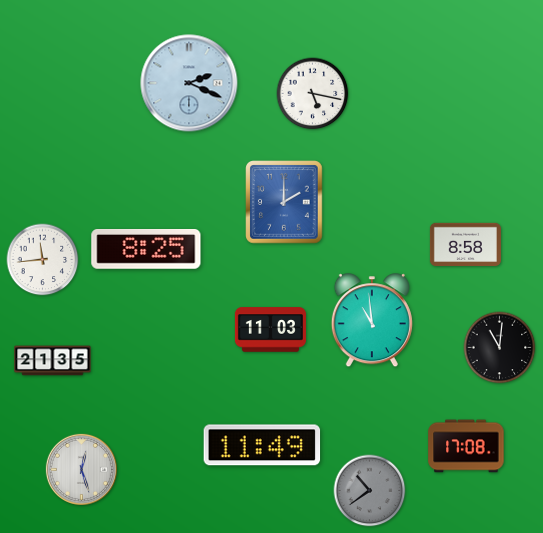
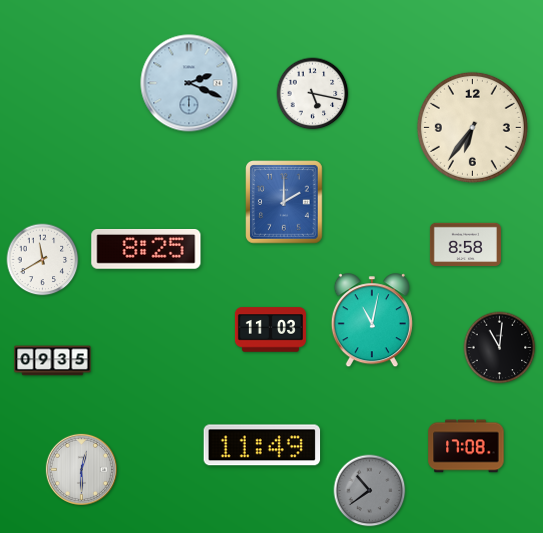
clock at (472, 127): none -> 6:36
clock at (43, 260): 11:44 -> 11:40
clock at (372, 321): 10:59 -> 11:02
clock at (53, 361): 21:35 -> 09:35
clock at (81, 469): 12:27 -> 12:30
